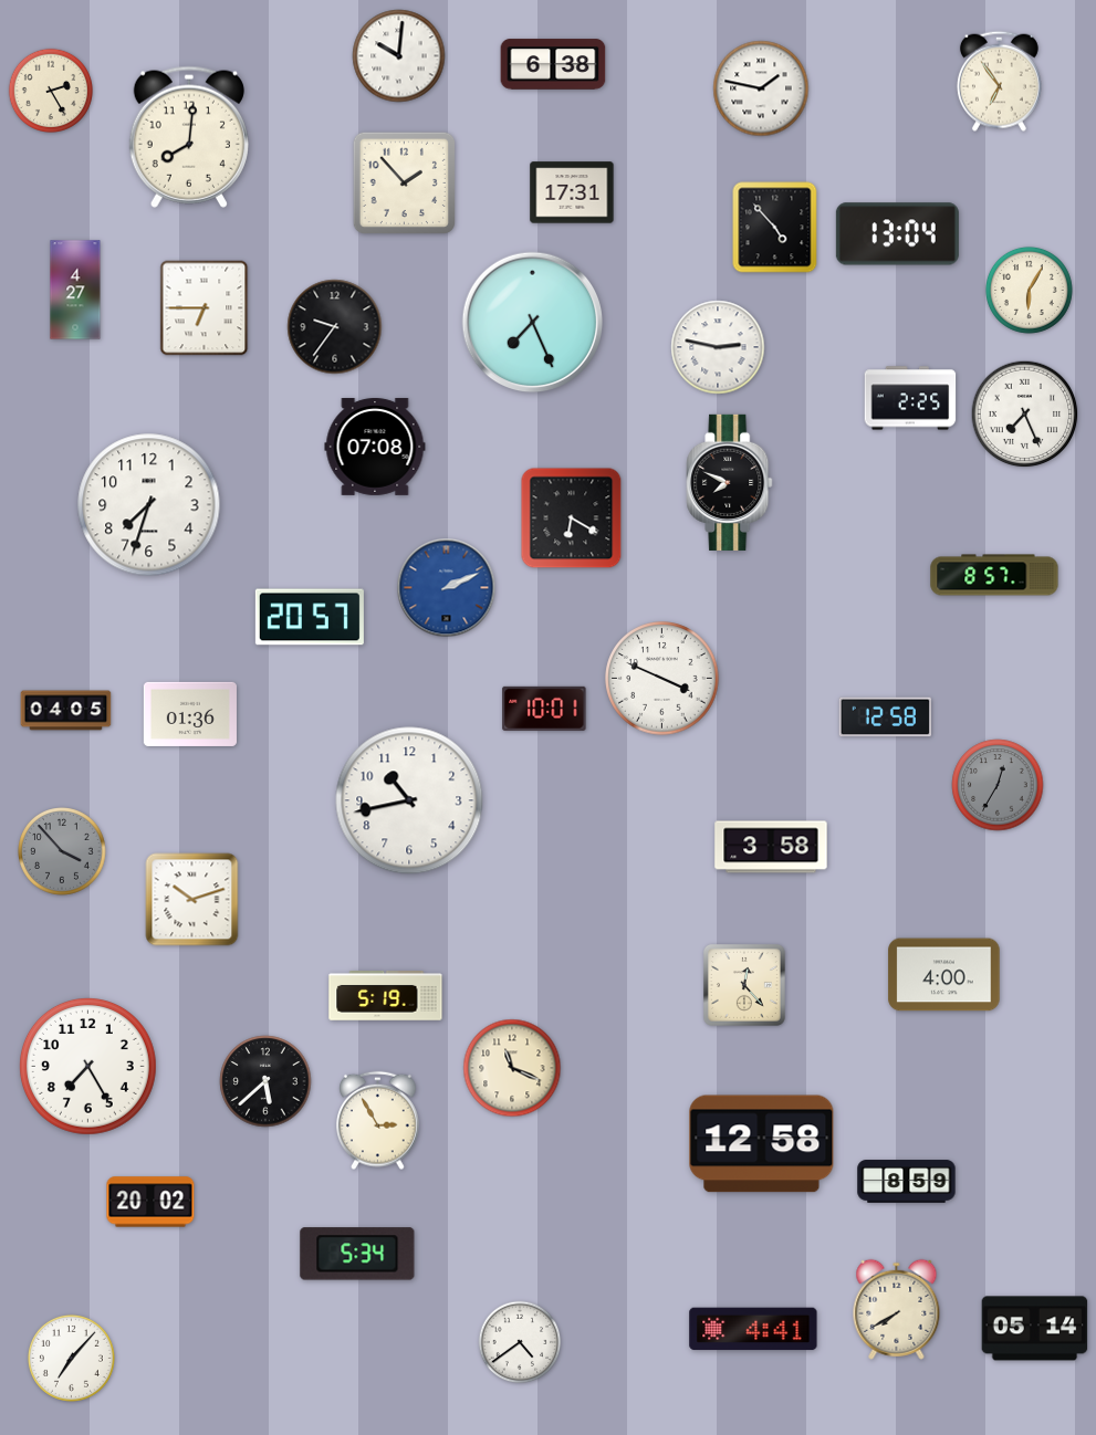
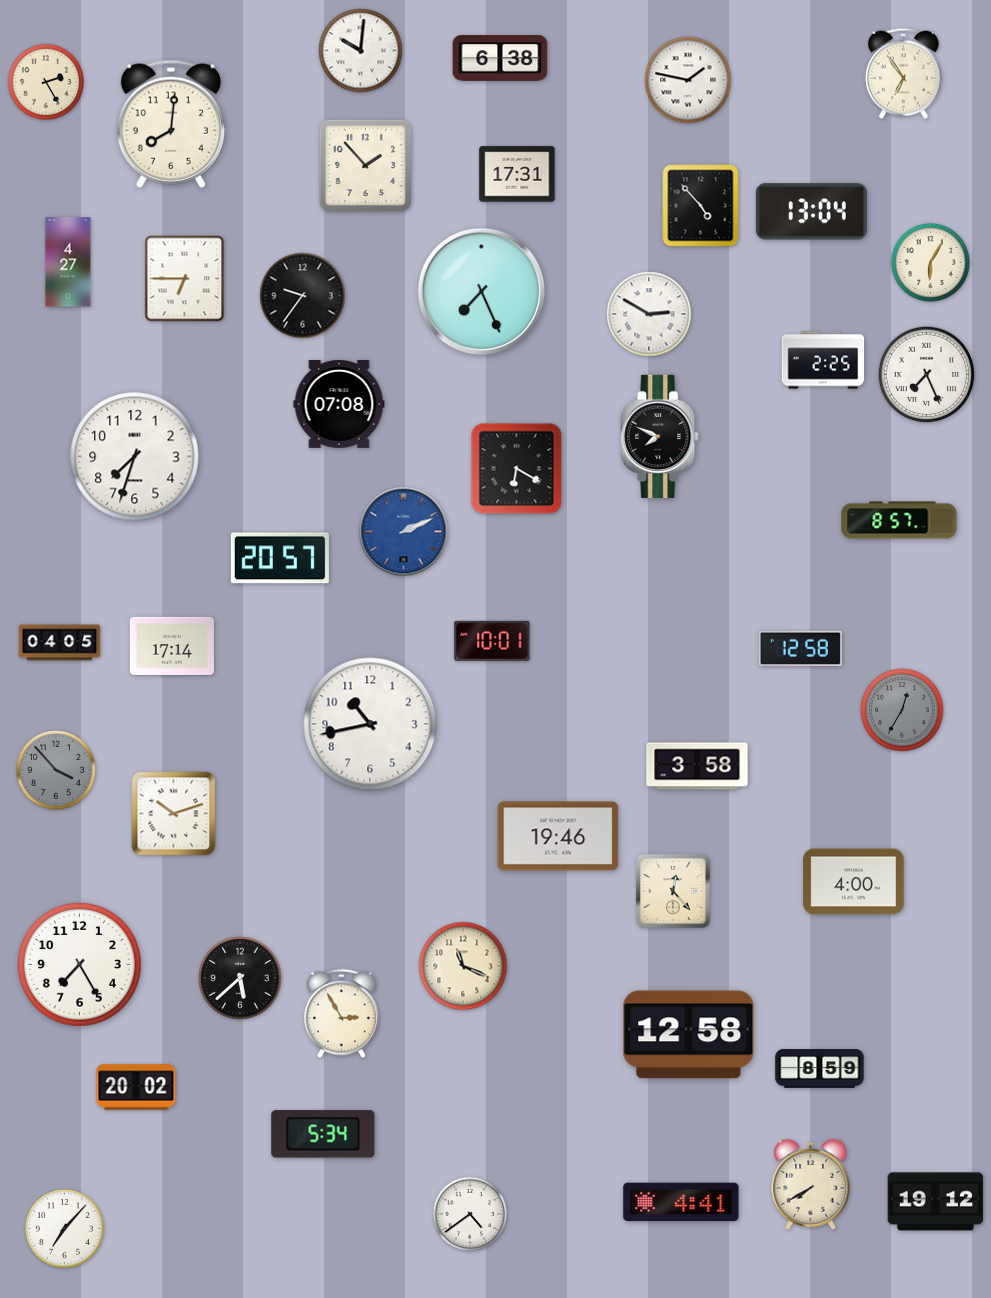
clock at (718, 347): 2:47 -> 2:50
clock at (662, 679): 3:49 -> none
clock at (190, 714): 01:36 -> 17:14
clock at (558, 836): none -> 19:46
clock at (386, 996): 5:19 -> none
clock at (1035, 1329): 05:14 -> 19:12
